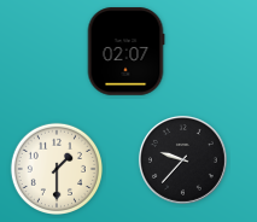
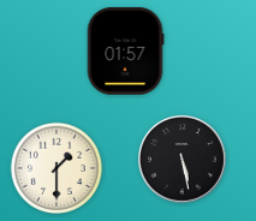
clock at (125, 52): 02:07 -> 01:57
clock at (182, 159): 9:37 -> 5:28
